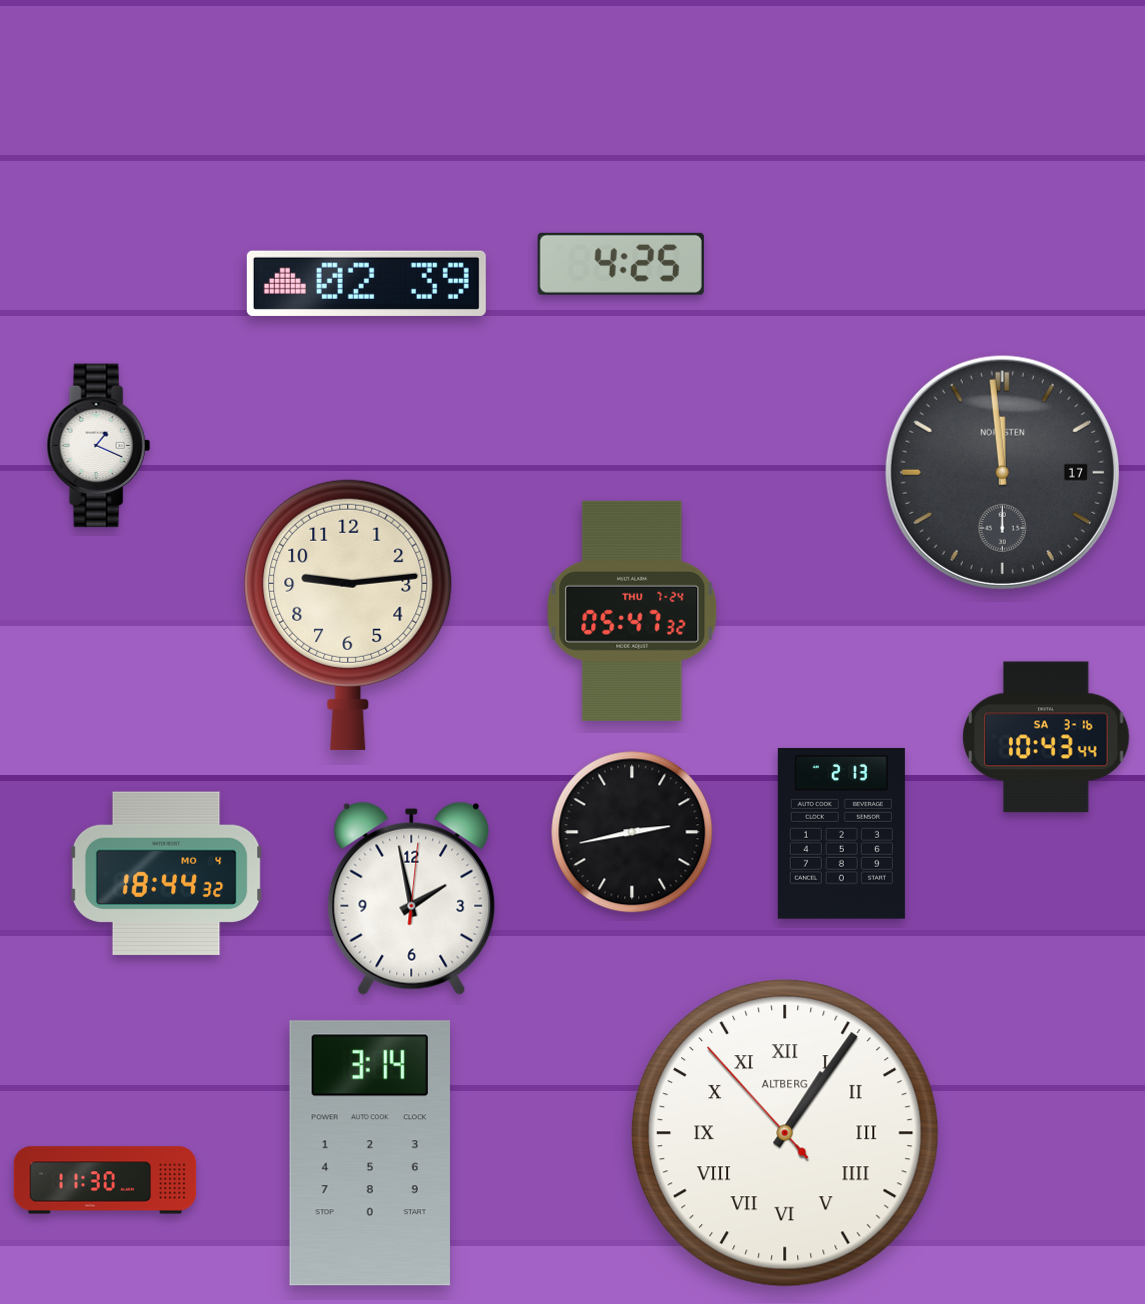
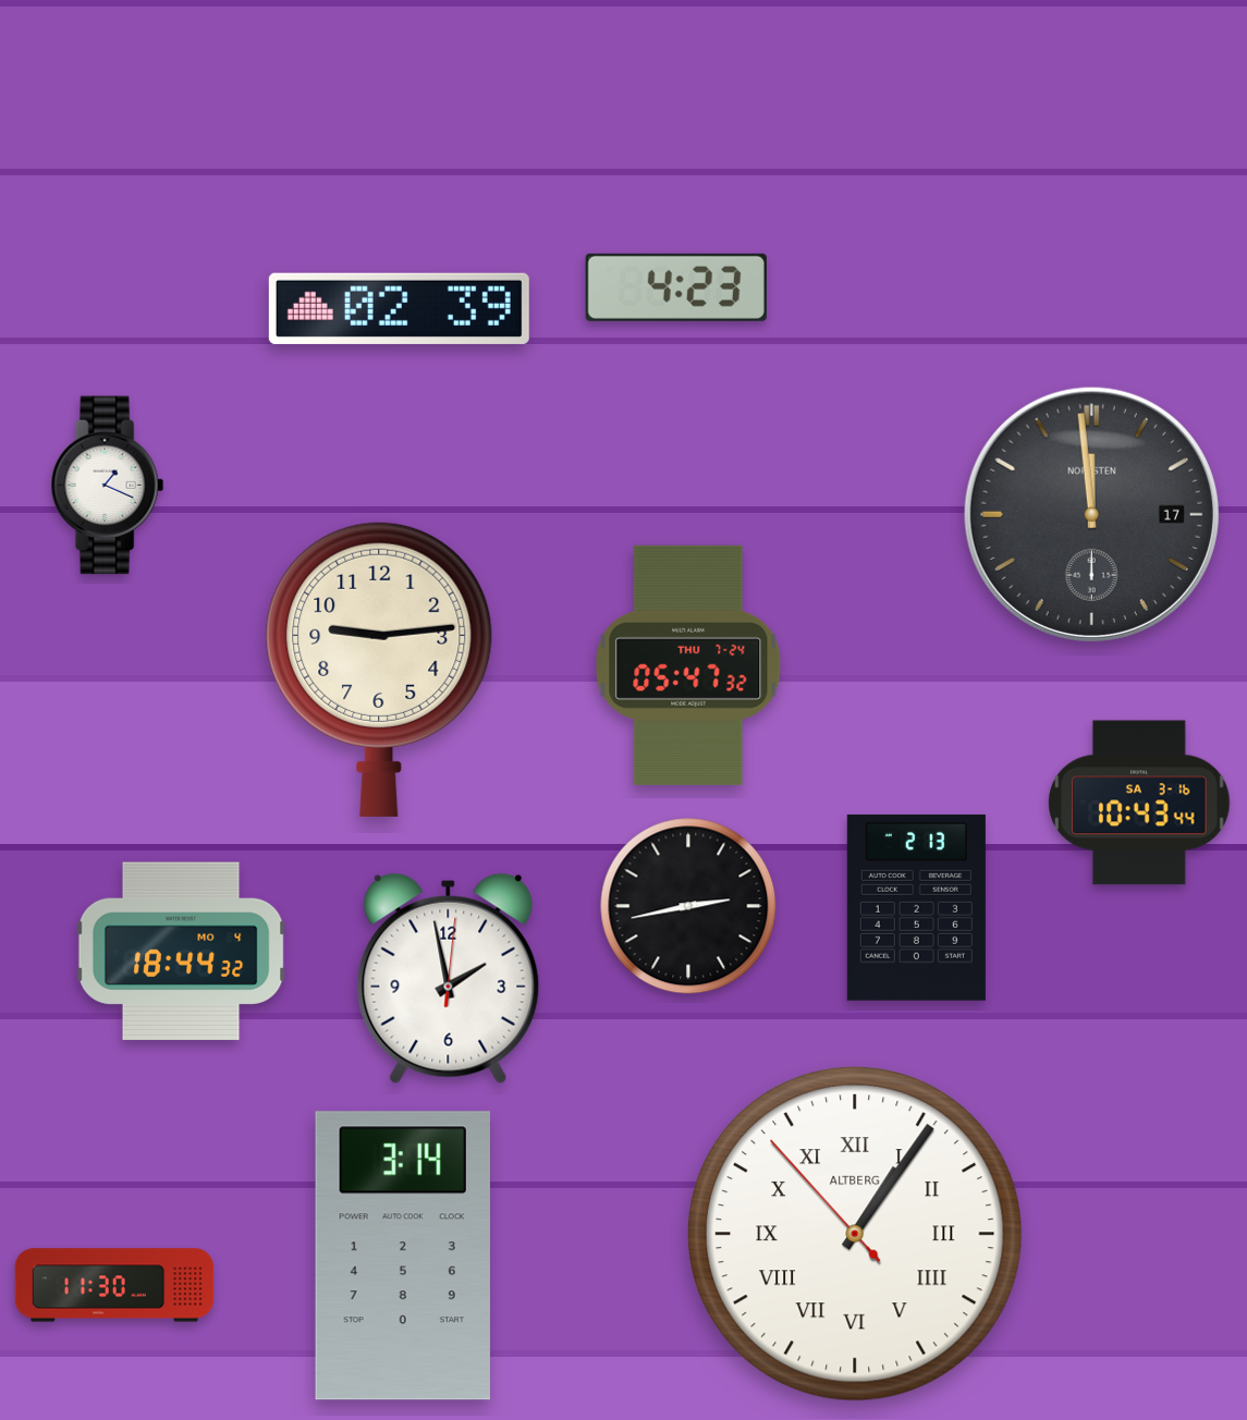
clock at (621, 264): 4:25 -> 4:23
